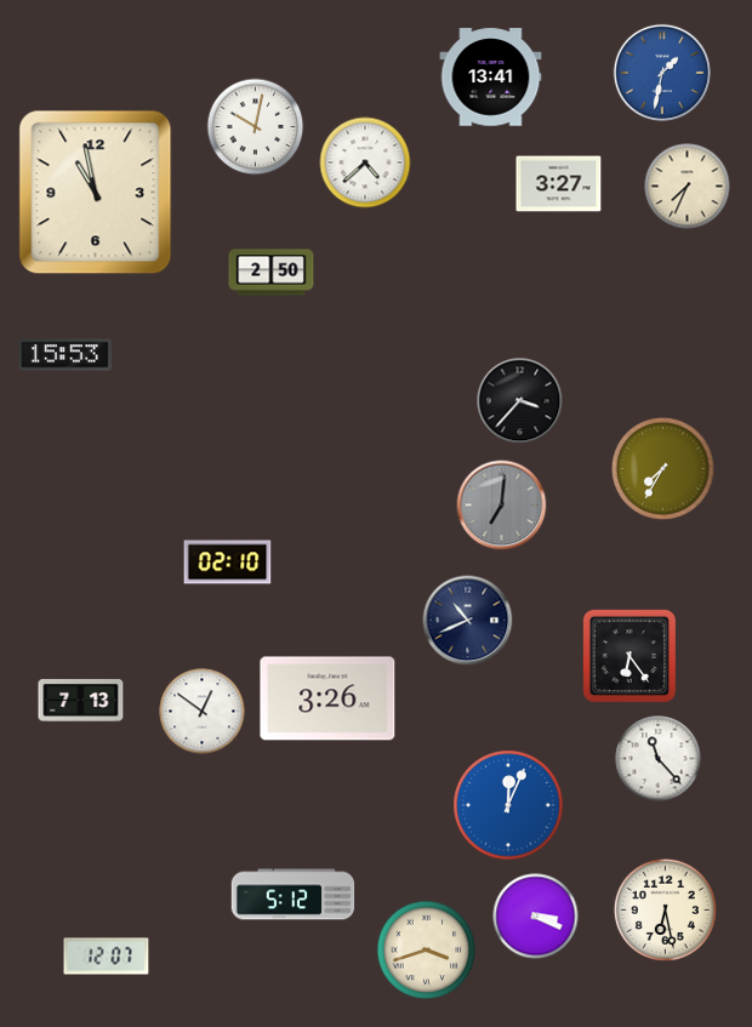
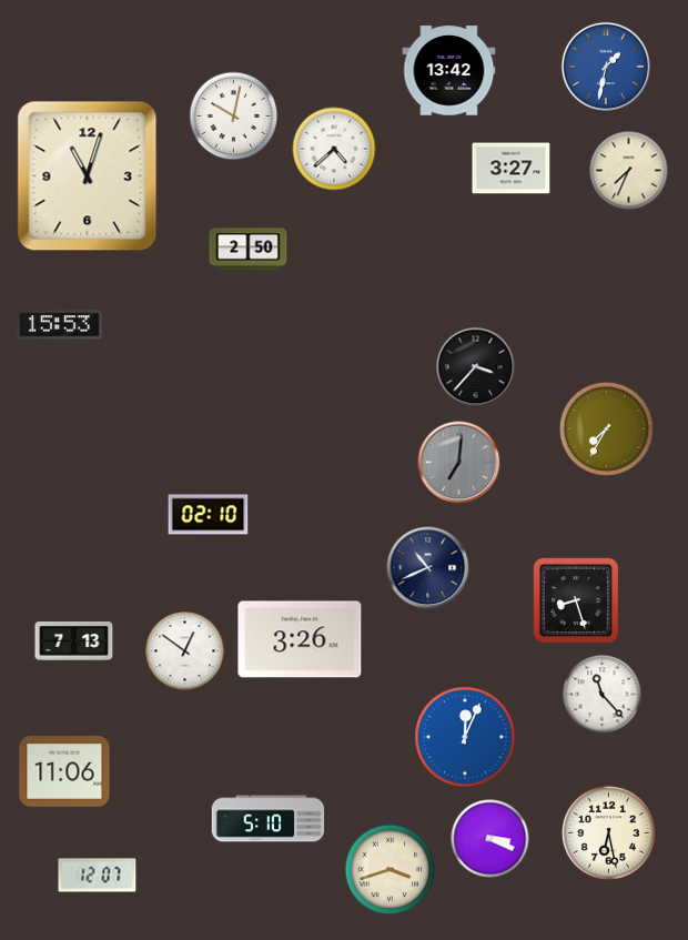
clock at (491, 78): 13:41 -> 13:42
clock at (96, 193): 10:58 -> 11:03
clock at (628, 655): 6:24 -> 8:27
clock at (64, 771): none -> 11:06
clock at (294, 895): 5:12 -> 5:10
